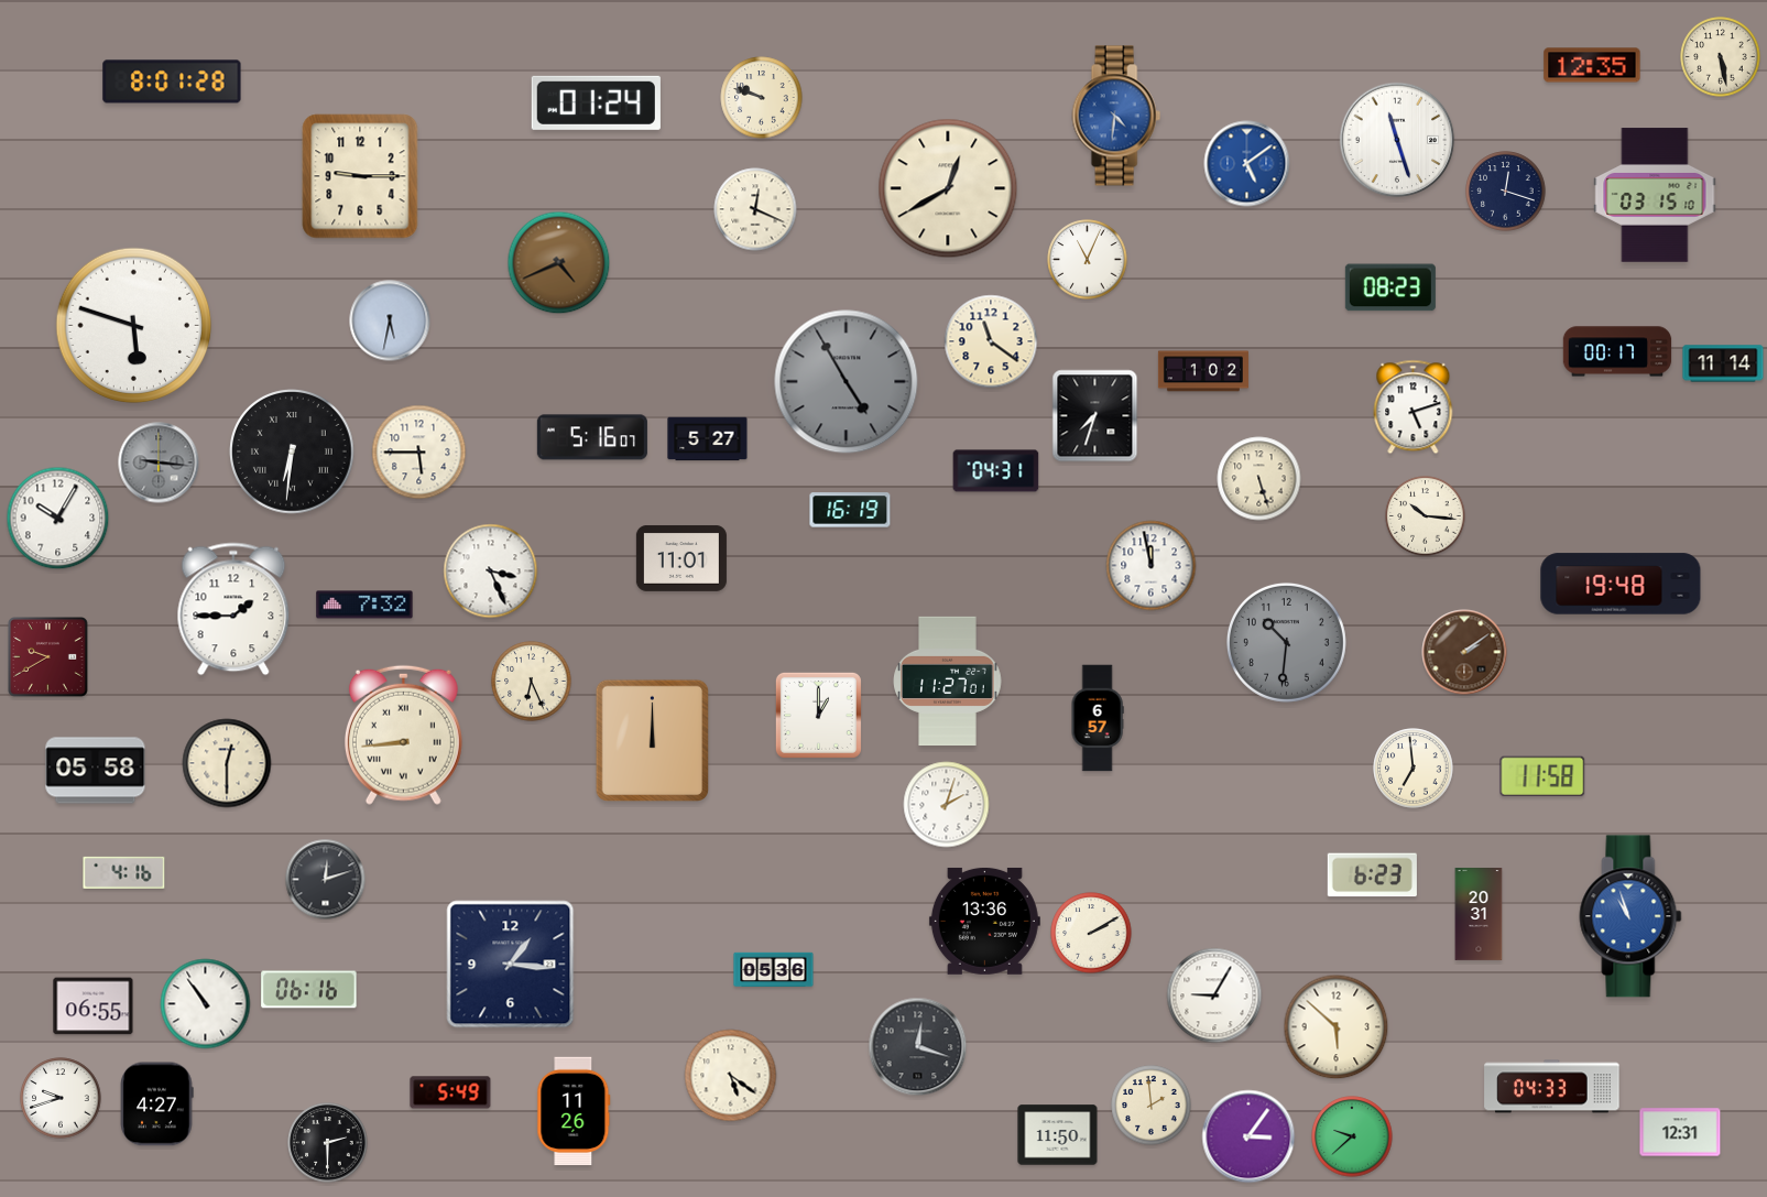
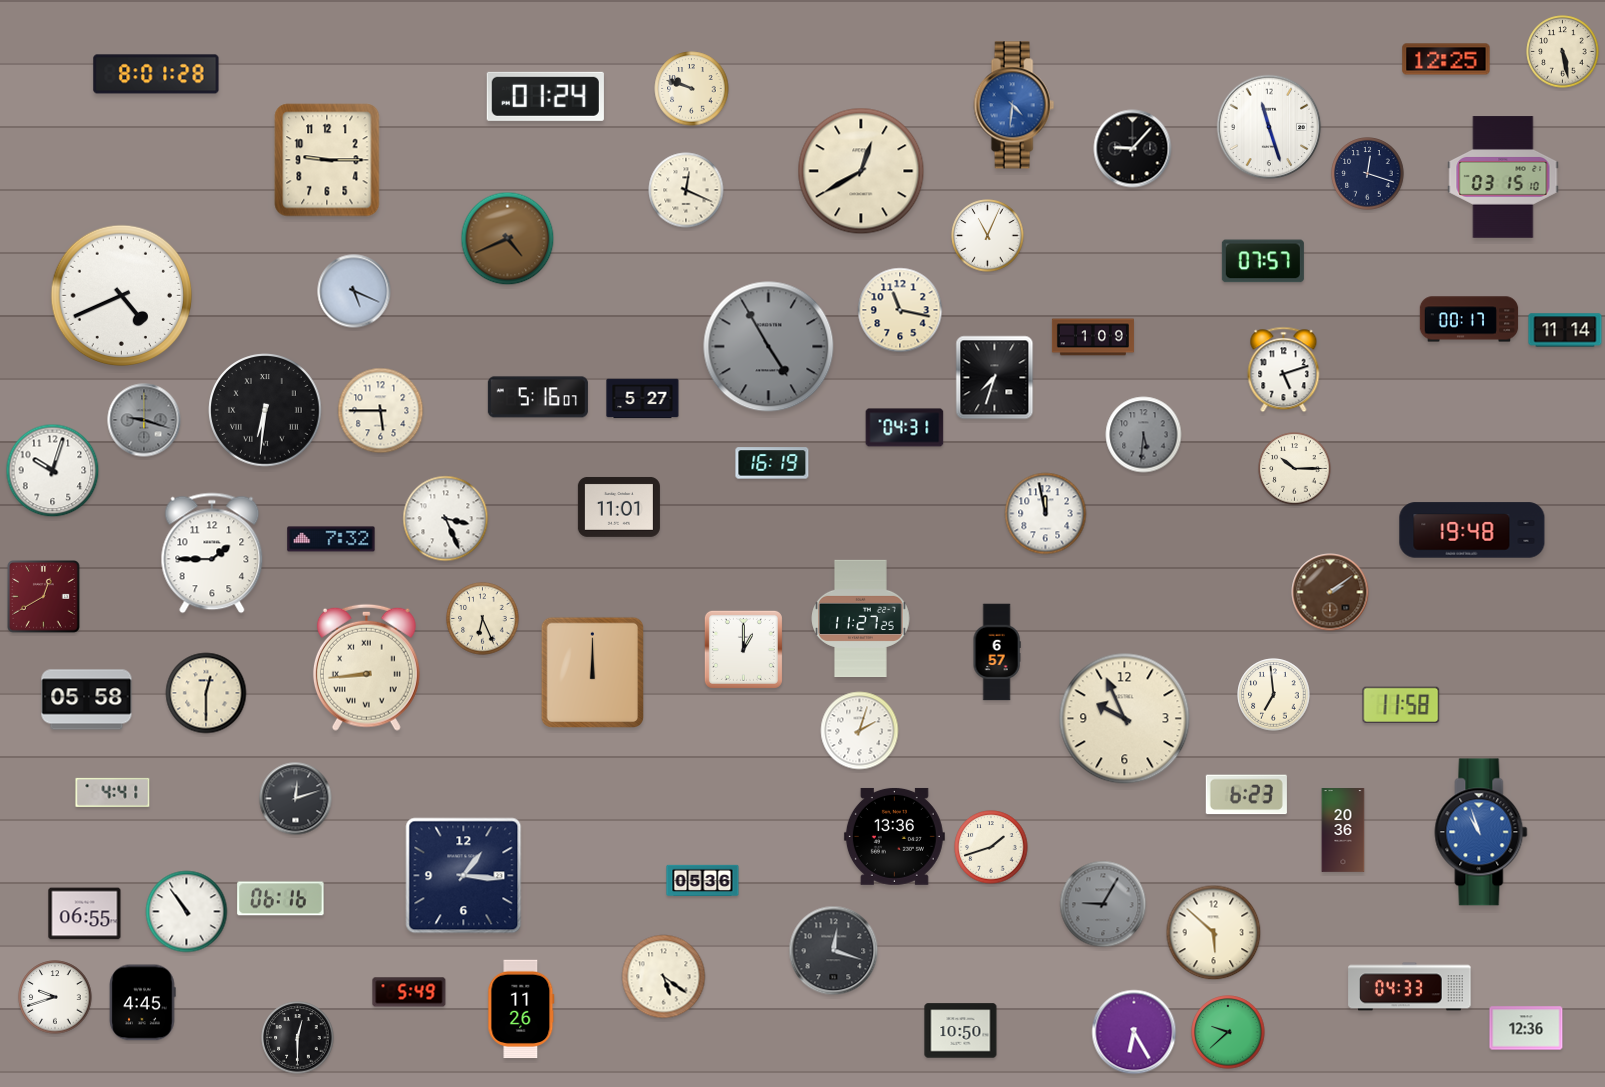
clock at (1592, 65): 12:35 -> 12:25
clock at (596, 102) position: (596, 102) -> (545, 96)
clock at (1247, 164): 5:09 -> 9:07
clock at (1247, 164) dial: blue -> black
clock at (1390, 287): 08:23 -> 07:57
clock at (390, 320): 5:32 -> 5:19
clock at (134, 326): 5:48 -> 4:41
clock at (991, 341): 11:21 -> 11:17
clock at (1203, 371): 1:02 -> 1:09
clock at (159, 463): 9:16 -> 9:18
clock at (1259, 479): 5:27 -> 5:31
clock at (1259, 479) dial: cream -> grey
clock at (1426, 516): 10:16 -> 10:15
clock at (58, 519): 10:05 -> 10:03
clock at (364, 605) position: (364, 605) -> (331, 539)
clock at (1286, 642): 10:31 -> none
clock at (48, 657): 9:40 -> 12:40
clock at (948, 681): 11:27:01 -> 11:27:25
clock at (1414, 769) position: (1414, 769) -> (1274, 695)
clock at (1125, 719): none -> 9:56
clock at (124, 872): 4:16 -> 4:41
clock at (1479, 915): 20:31 -> 20:36
clock at (1091, 933): 2:10 -> 1:42
clock at (1214, 995) dial: white -> grey
clock at (156, 1104): 4:27 -> 4:45
clock at (1152, 1106): 1:59 -> none
clock at (1680, 1132): 12:31 -> 12:36
clock at (1058, 1135): 11:50 -> 10:50
clock at (1248, 1136): 3:06 -> 6:25
clock at (328, 1143): 2:30 -> 12:30
